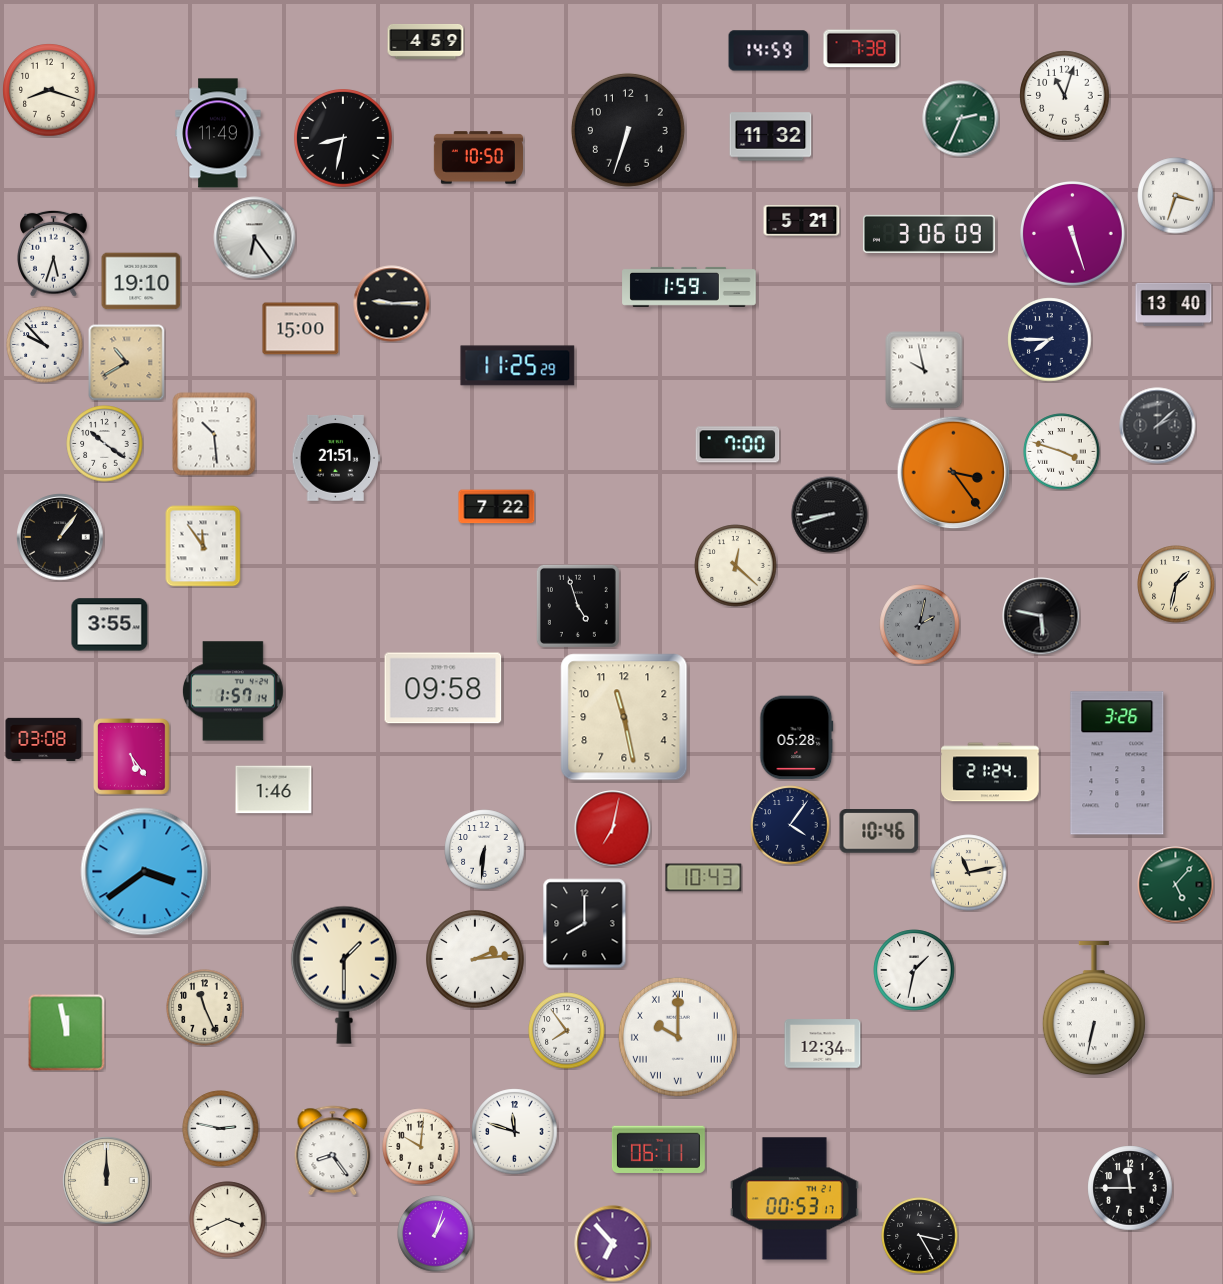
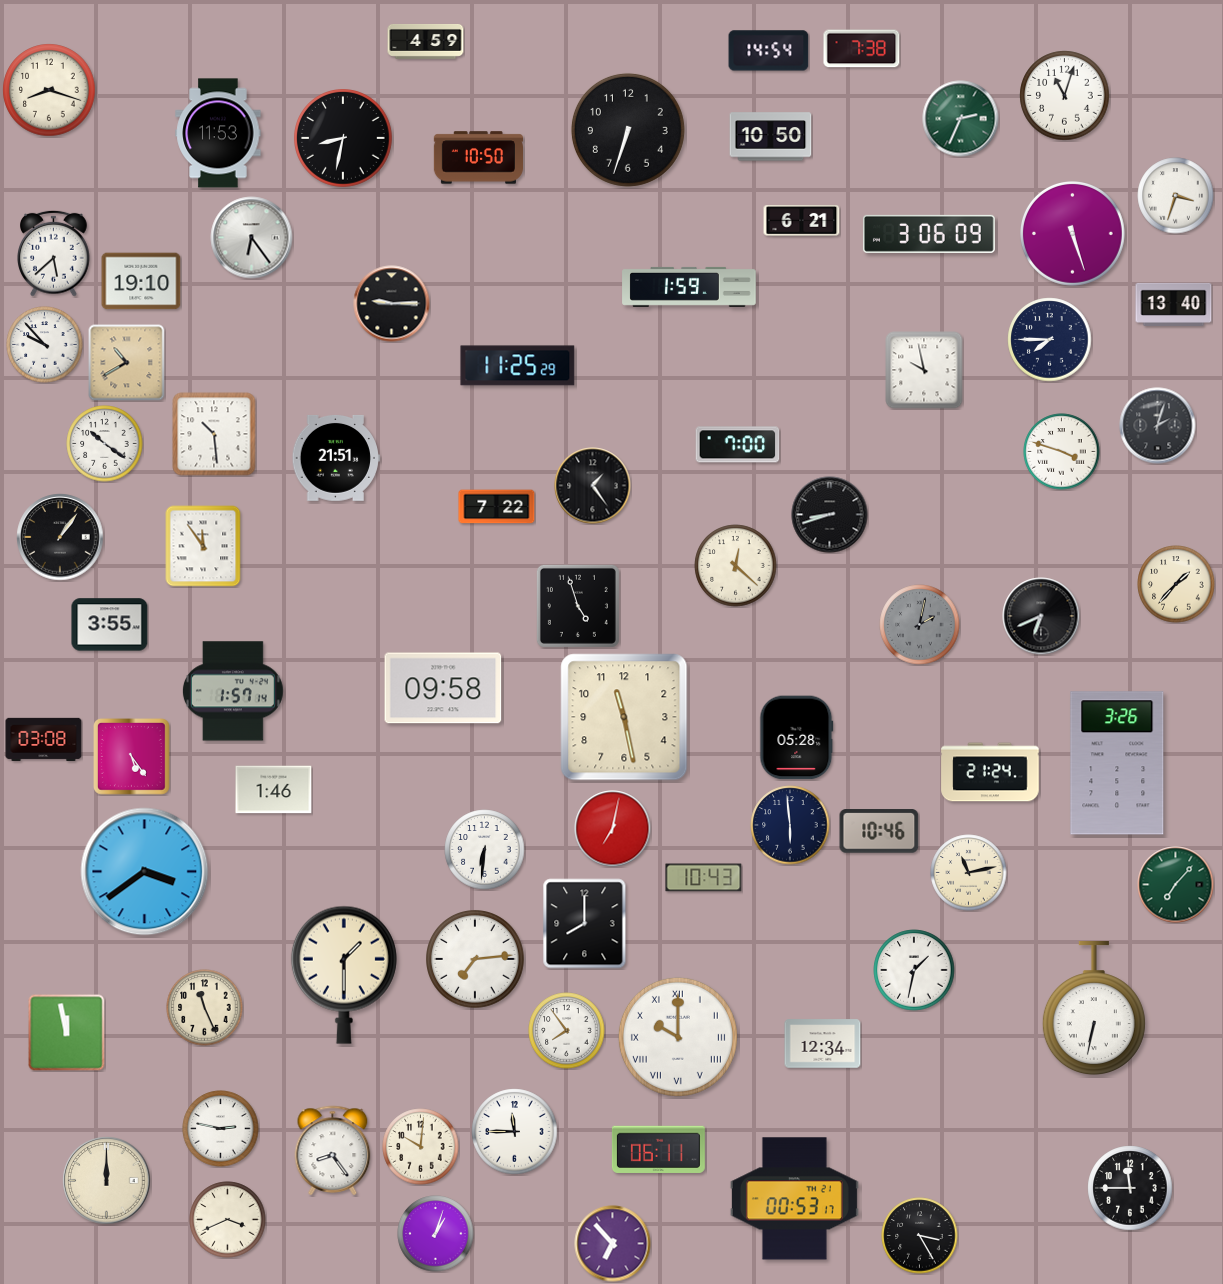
clock at (769, 51): 14:59 -> 14:54
clock at (218, 133): 11:49 -> 11:53
clock at (771, 137): 11:32 -> 10:50
clock at (802, 221): 5:21 -> 6:21
clock at (255, 238) position: (255, 238) -> (252, 238)
clock at (54, 253): 5:33 -> 5:38
clock at (301, 329): 15:00 -> none
clock at (1158, 426): 2:08 -> 2:03
clock at (954, 473): 3:24 -> none
clock at (593, 486): none -> 1:24
clock at (1176, 584): 1:32 -> 1:37
clock at (1041, 616): 5:47 -> 6:41
clock at (790, 825): 4:06 -> 5:59
clock at (1176, 885): 5:07 -> 7:07
clock at (475, 959): 2:14 -> 7:14
clock at (515, 1132): 11:48 -> 11:45
